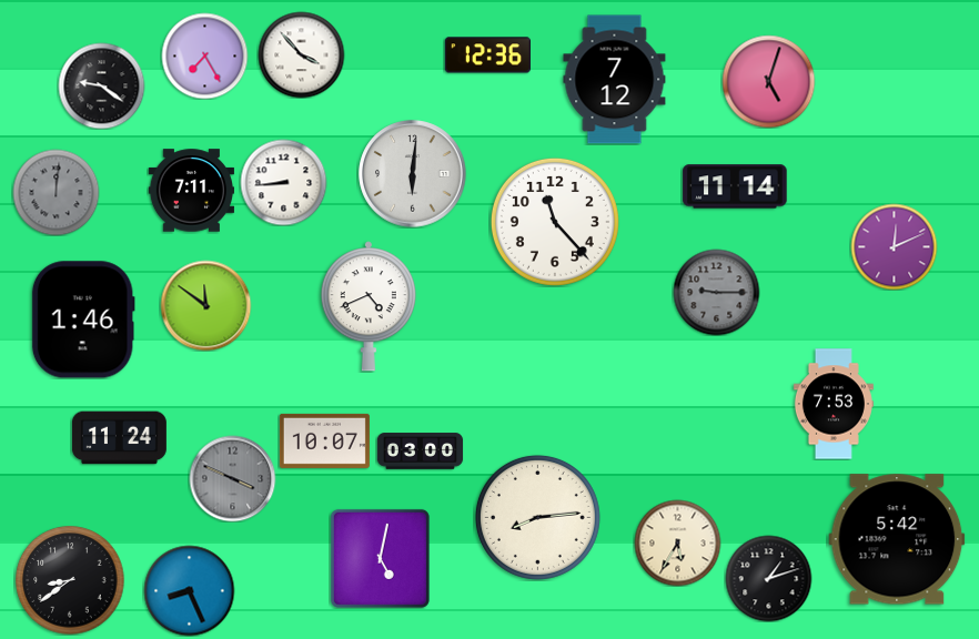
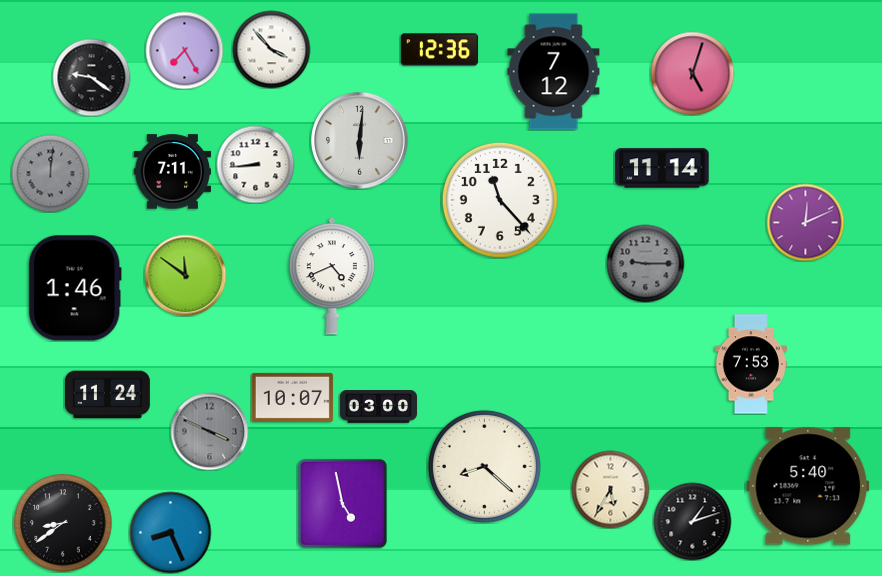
clock at (413, 174) position: (413, 174) -> (360, 141)
clock at (537, 517): 8:14 -> 8:22
clock at (897, 539): 5:42 -> 5:40
clock at (380, 558): 5:02 -> 4:58
